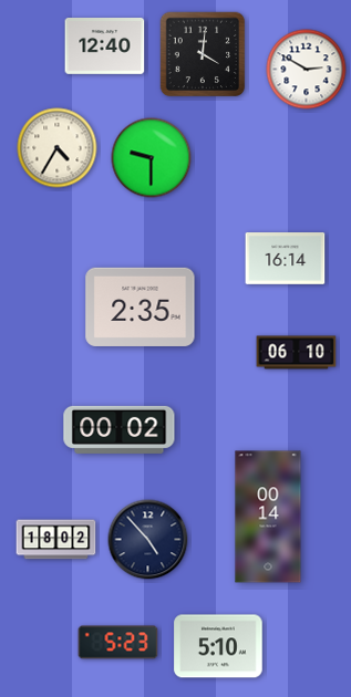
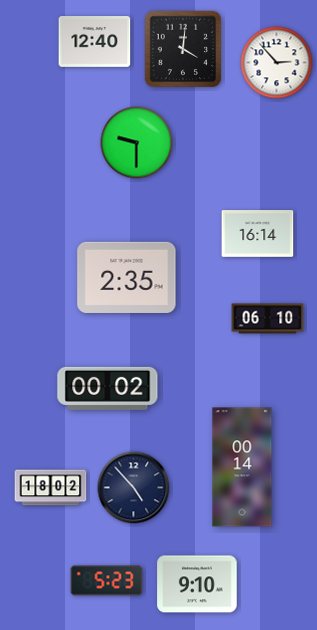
clock at (307, 70): 2:50 -> 2:53
clock at (58, 148): 4:35 -> none
clock at (218, 646): 5:10 -> 9:10
